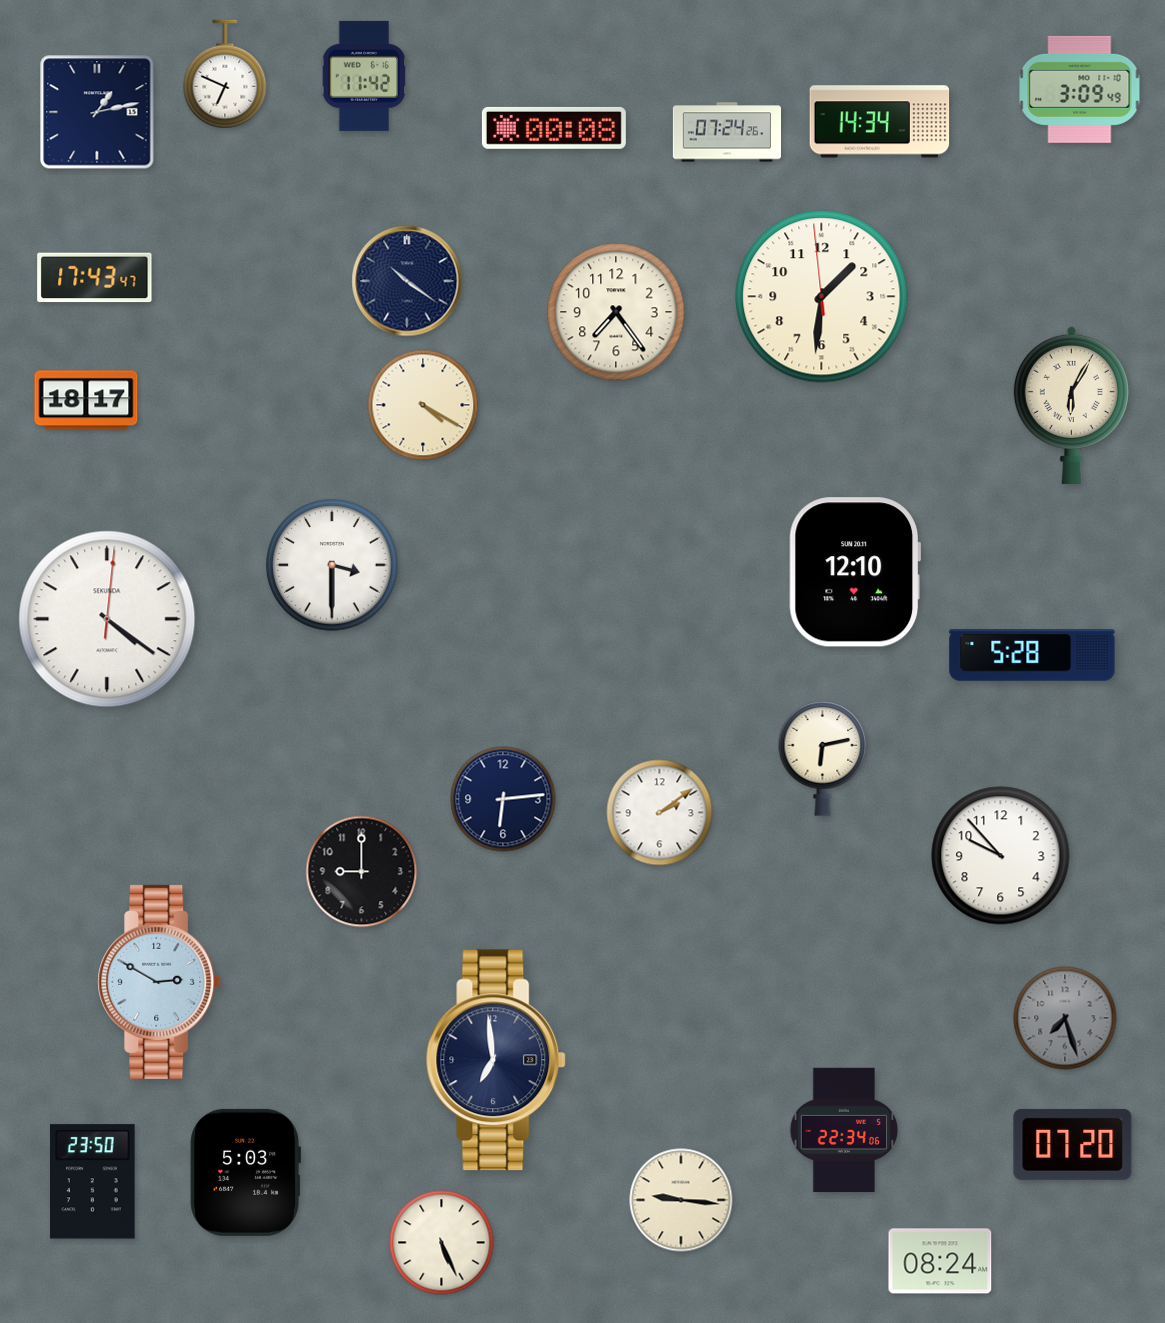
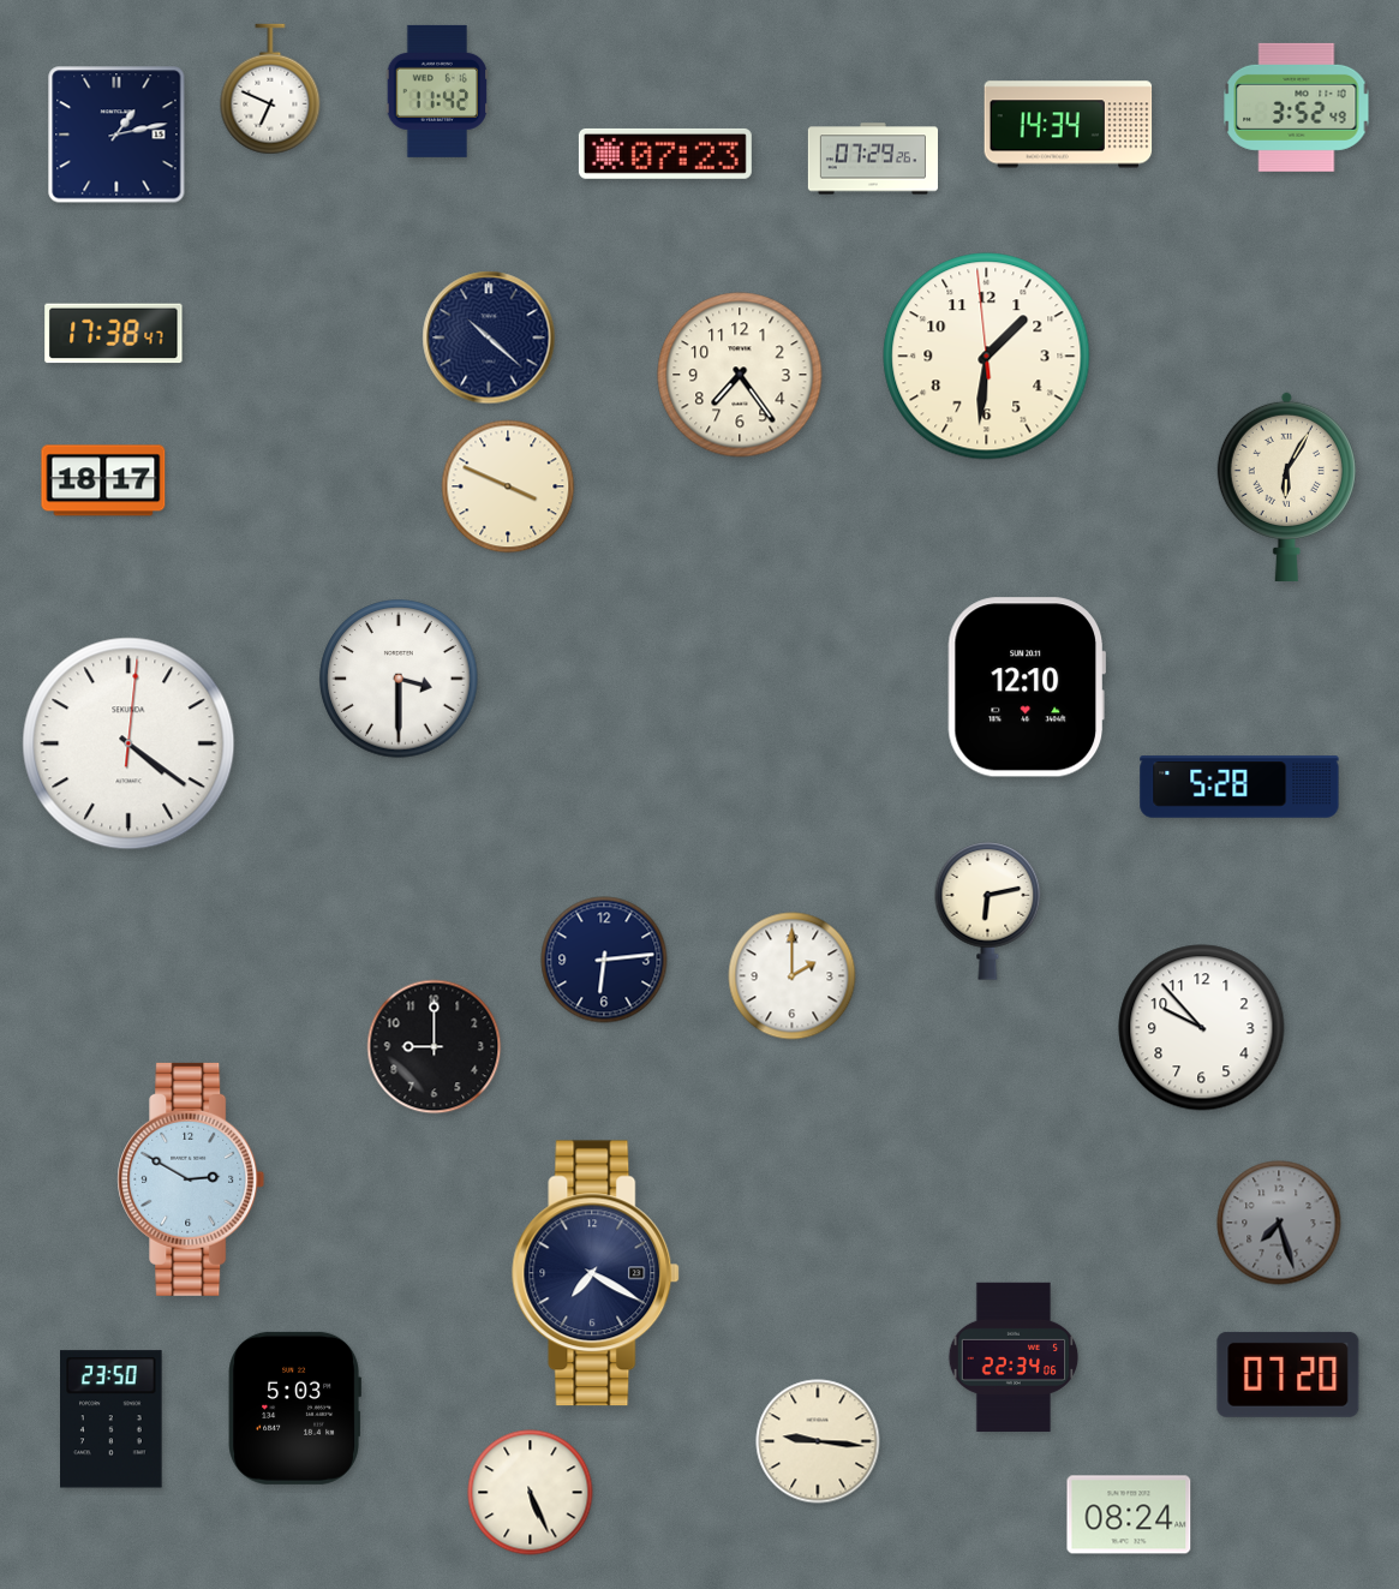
clock at (1080, 89): 3:09 -> 3:52
clock at (880, 122) position: (880, 122) -> (1069, 125)
clock at (554, 128): 00:08 -> 07:23
clock at (726, 132): 07:24 -> 07:29
clock at (95, 278): 17:43 -> 17:38
clock at (407, 281): 10:21 -> 10:22
clock at (423, 405): 4:20 -> 3:49
clock at (660, 813): 2:09 -> 2:00
clock at (497, 1060): 6:59 -> 7:20
